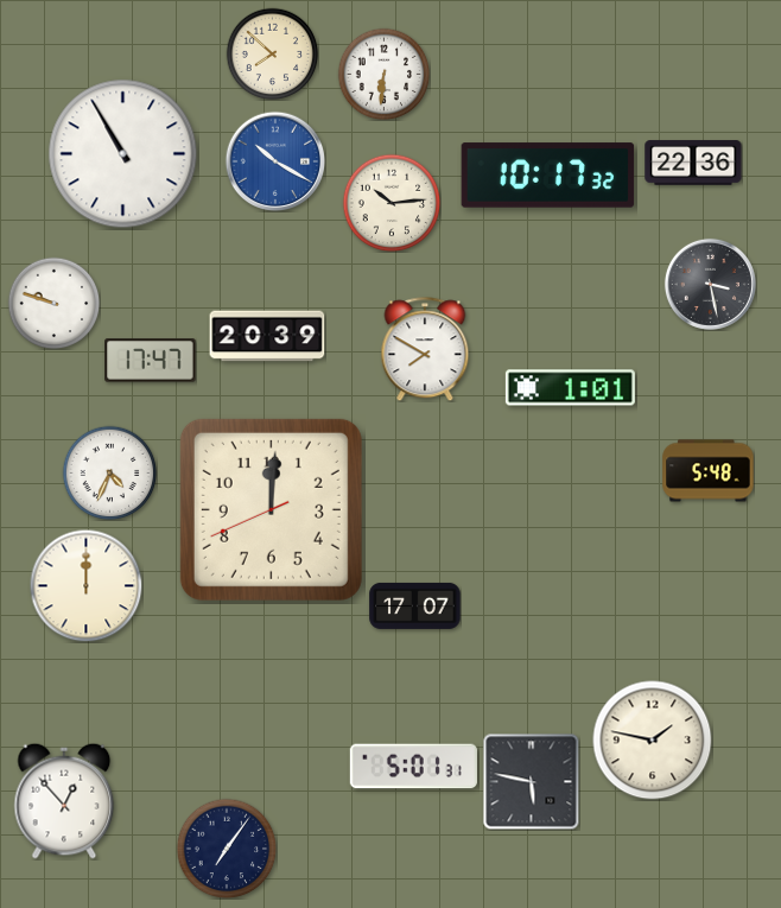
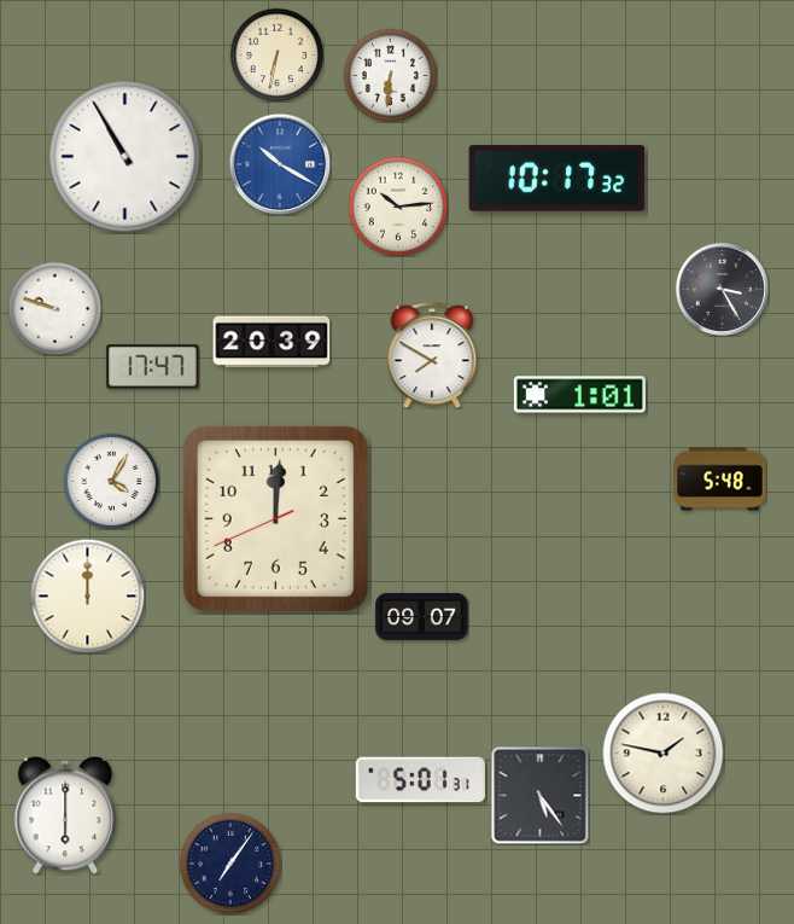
clock at (272, 53): 7:52 -> 6:32
clock at (693, 163): 22:36 -> none
clock at (710, 284): 3:28 -> 3:25
clock at (109, 472): 4:34 -> 4:05
clock at (415, 605): 17:07 -> 09:07
clock at (531, 781): 5:47 -> 5:24
clock at (64, 801): 12:53 -> 6:00
